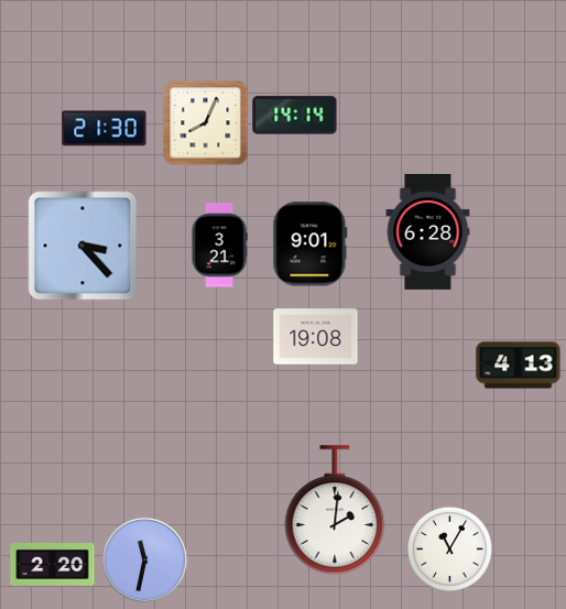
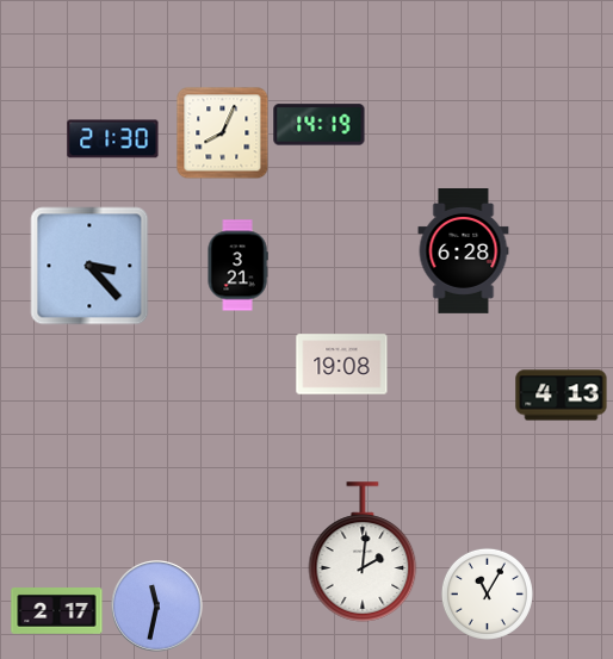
clock at (295, 116): 14:14 -> 14:19
clock at (311, 244): 9:01 -> none
clock at (53, 565): 2:20 -> 2:17
